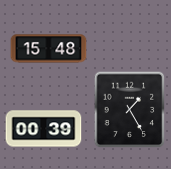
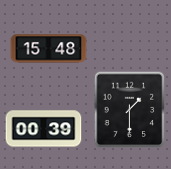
clock at (130, 109): 1:25 -> 1:30
